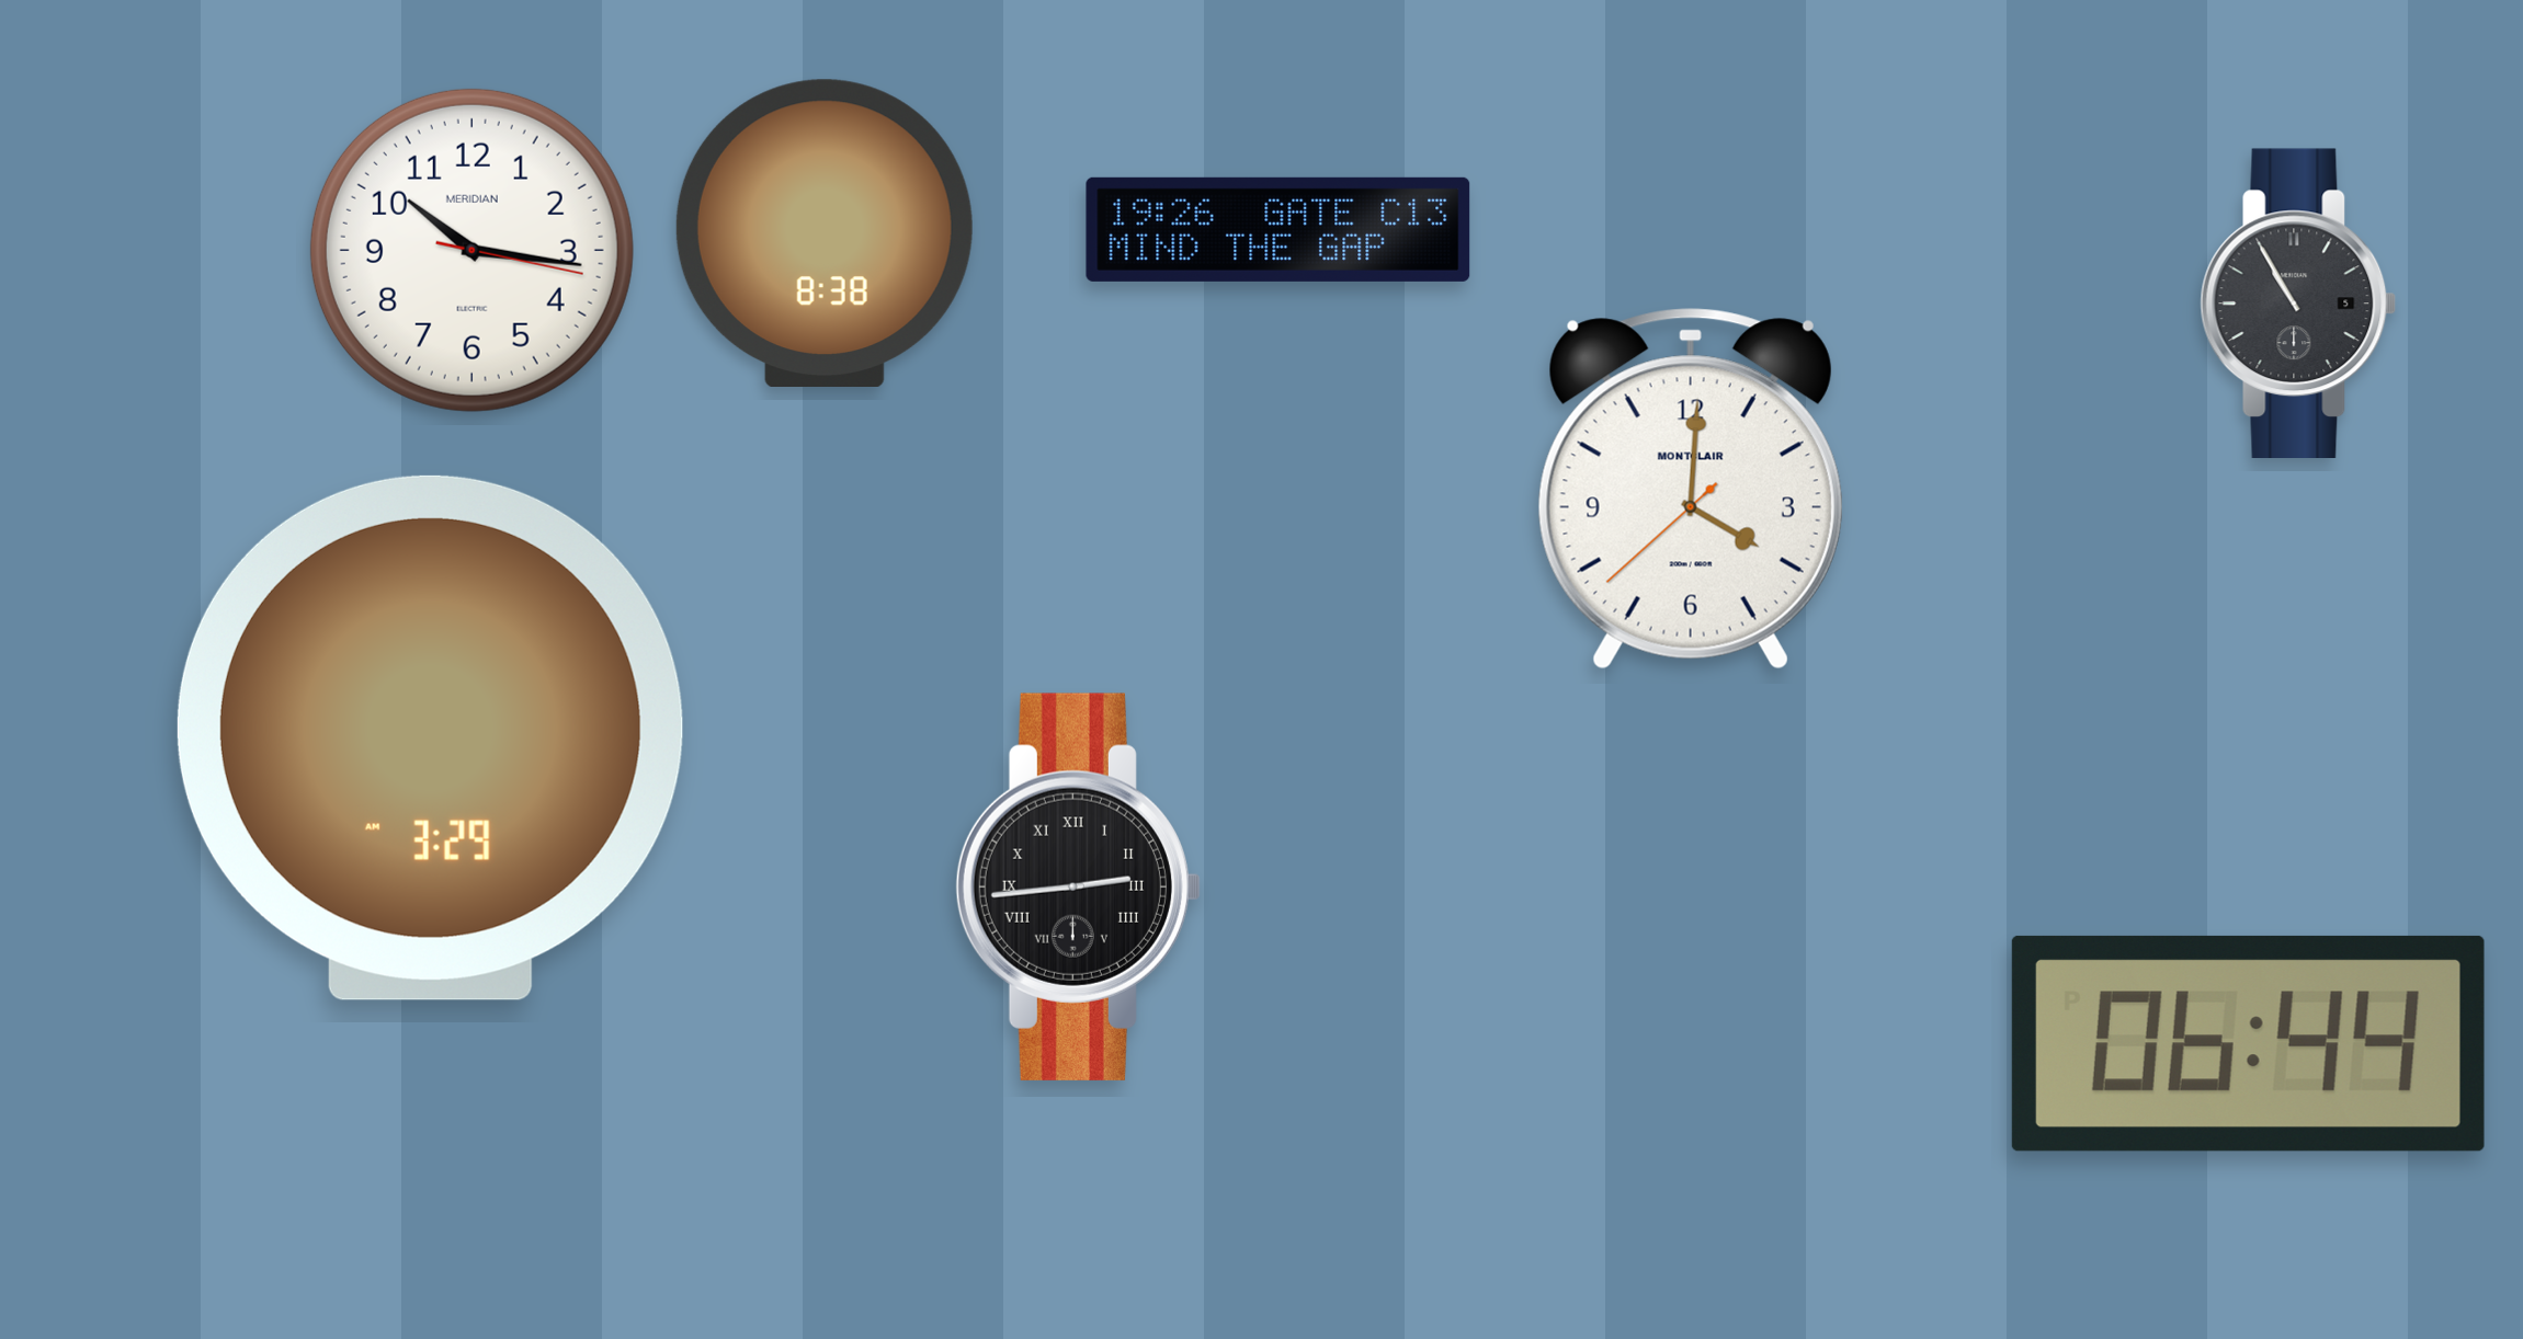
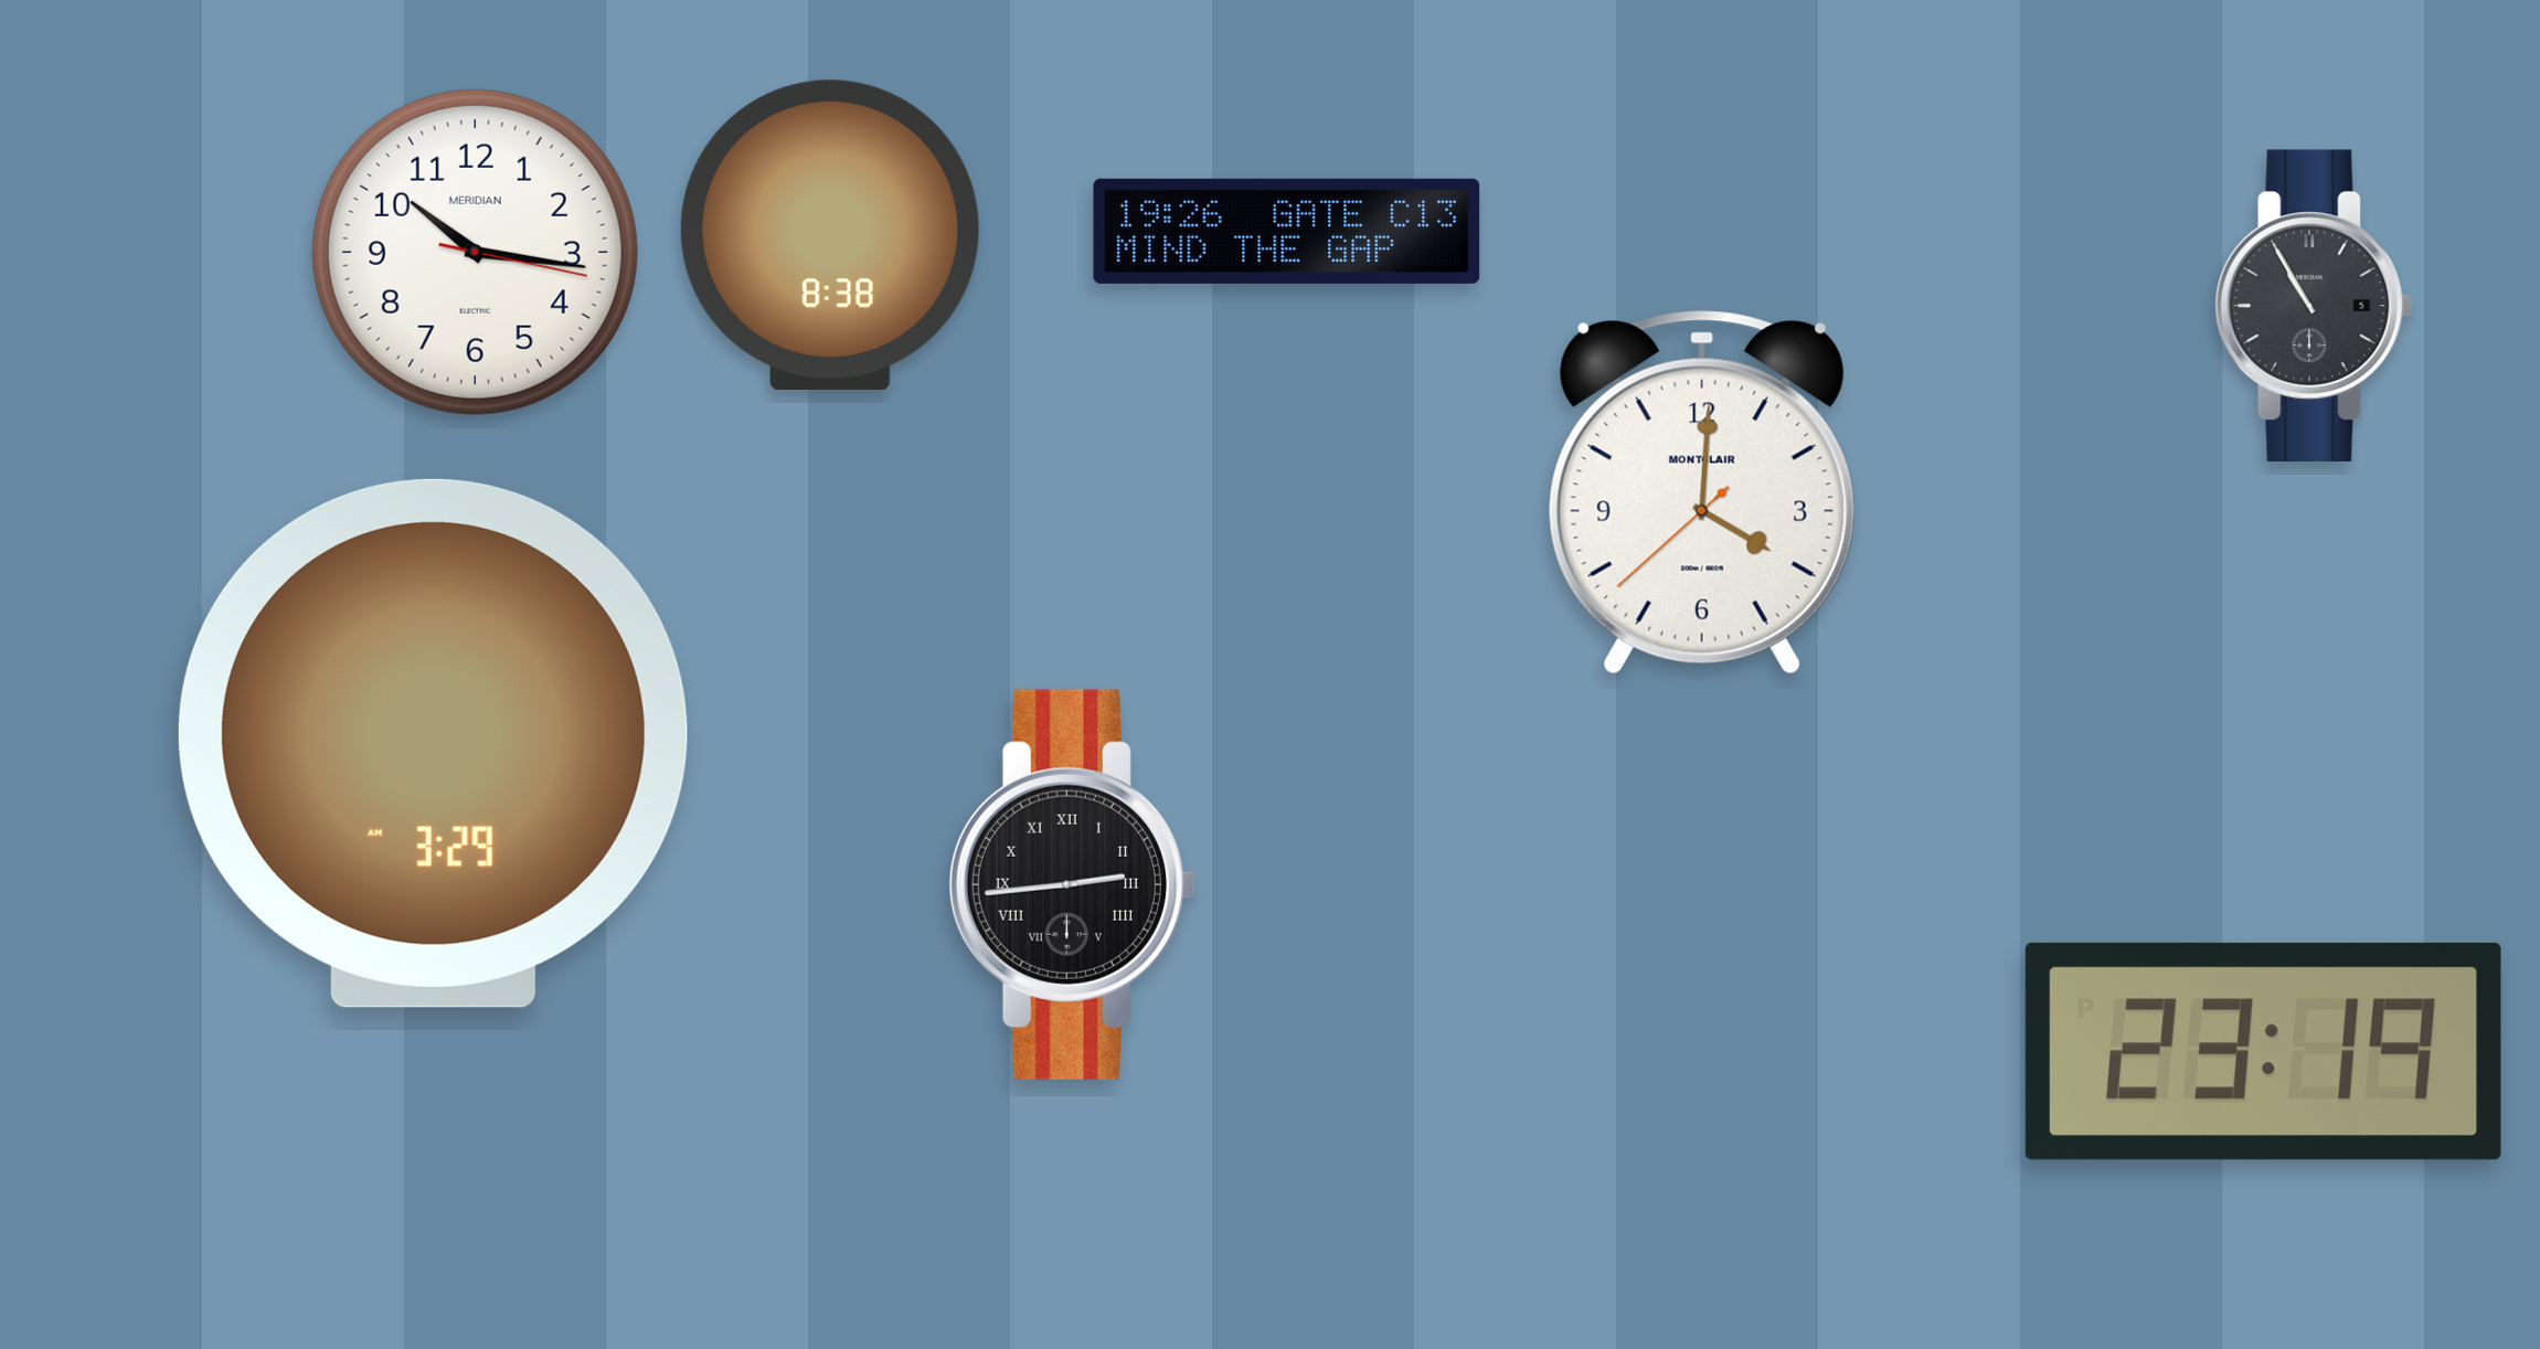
clock at (1078, 886) position: (1078, 886) -> (1072, 884)
clock at (2248, 1043): 06:44 -> 23:19
